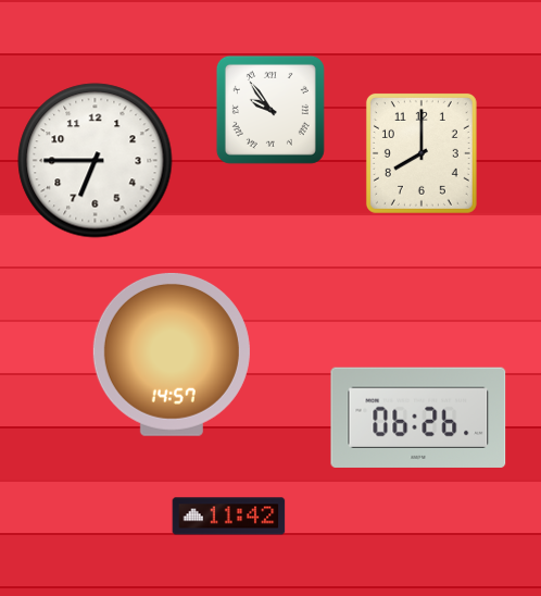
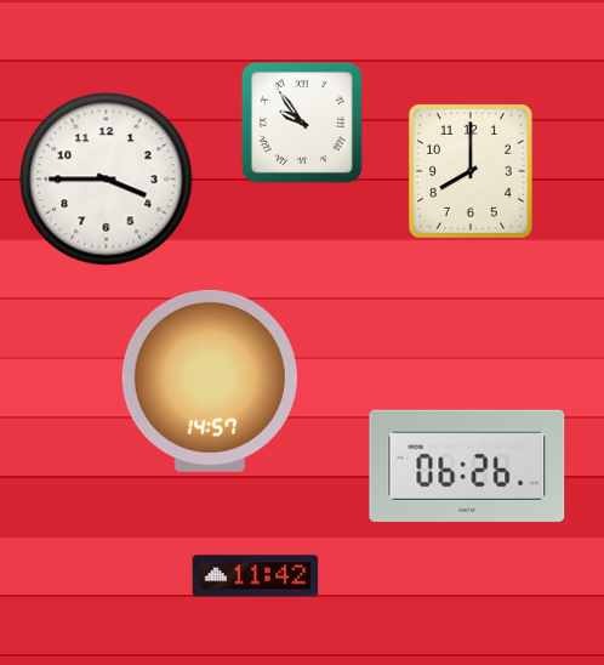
clock at (96, 161): 6:45 -> 3:45
clock at (172, 355) position: (172, 355) -> (210, 381)
